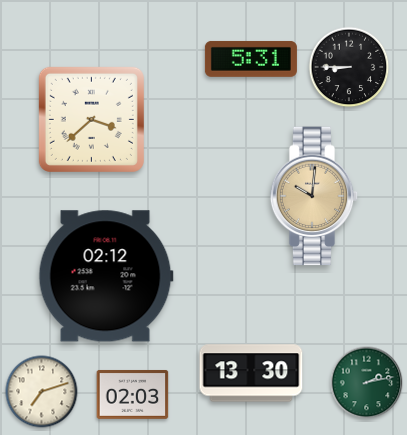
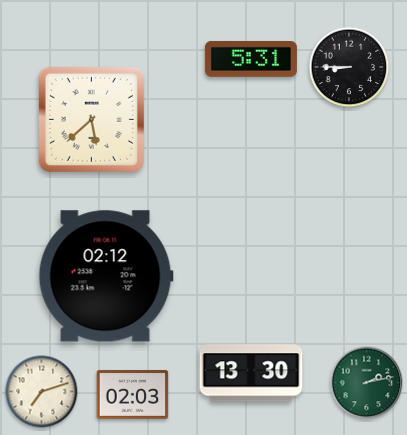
clock at (91, 119): 3:38 -> 5:38
clock at (314, 196): 10:01 -> none
